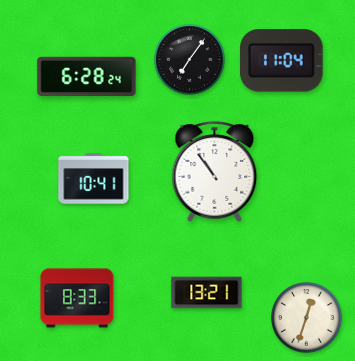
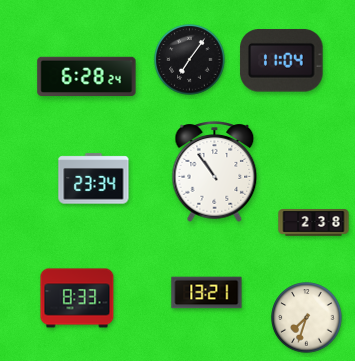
clock at (94, 179): 10:41 -> 23:34
clock at (314, 223): none -> 2:38
clock at (307, 318): 12:33 -> 7:33
